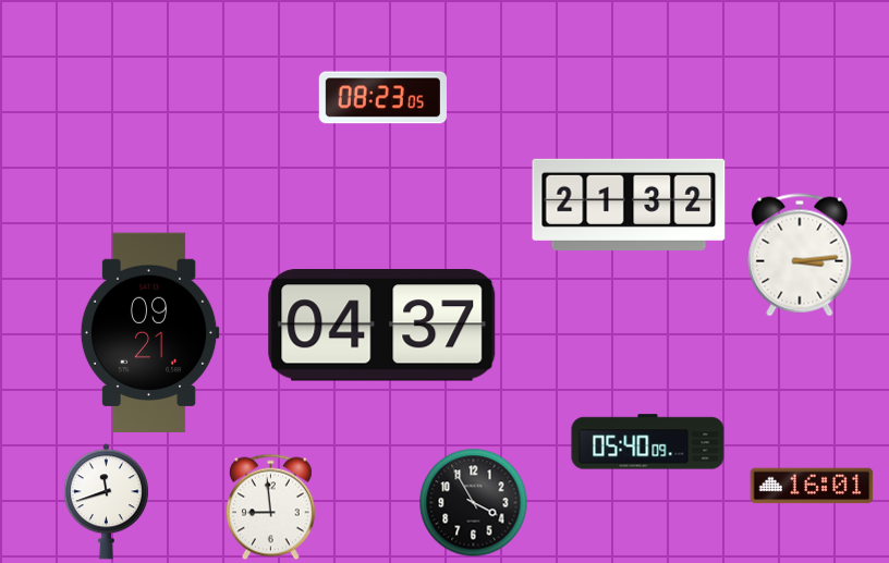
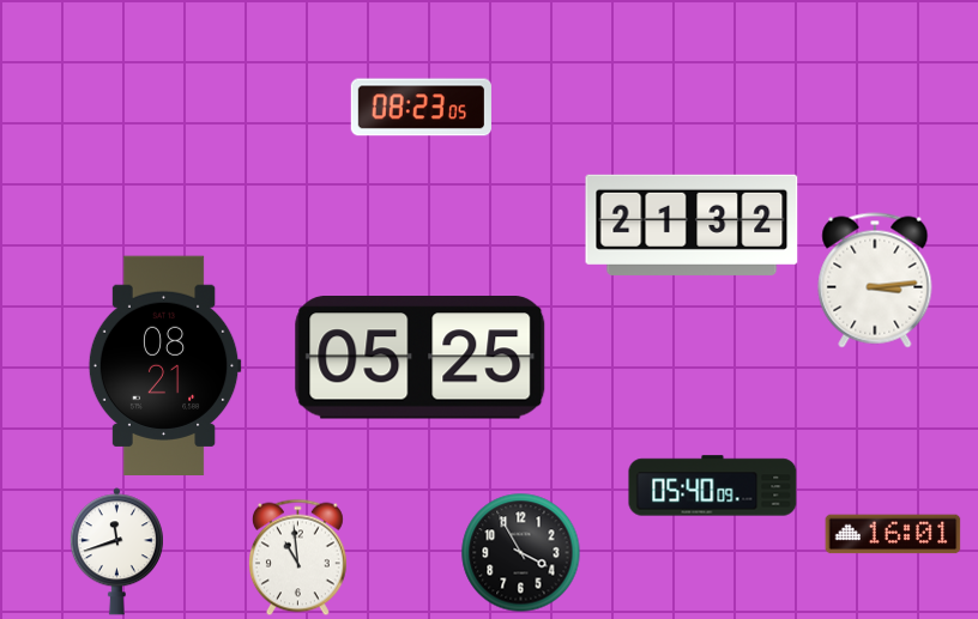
clock at (800, 255) position: (800, 255) -> (875, 280)
clock at (382, 326): 04:37 -> 05:25
clock at (149, 332): 09:21 -> 08:21
clock at (270, 507): 8:59 -> 10:59
